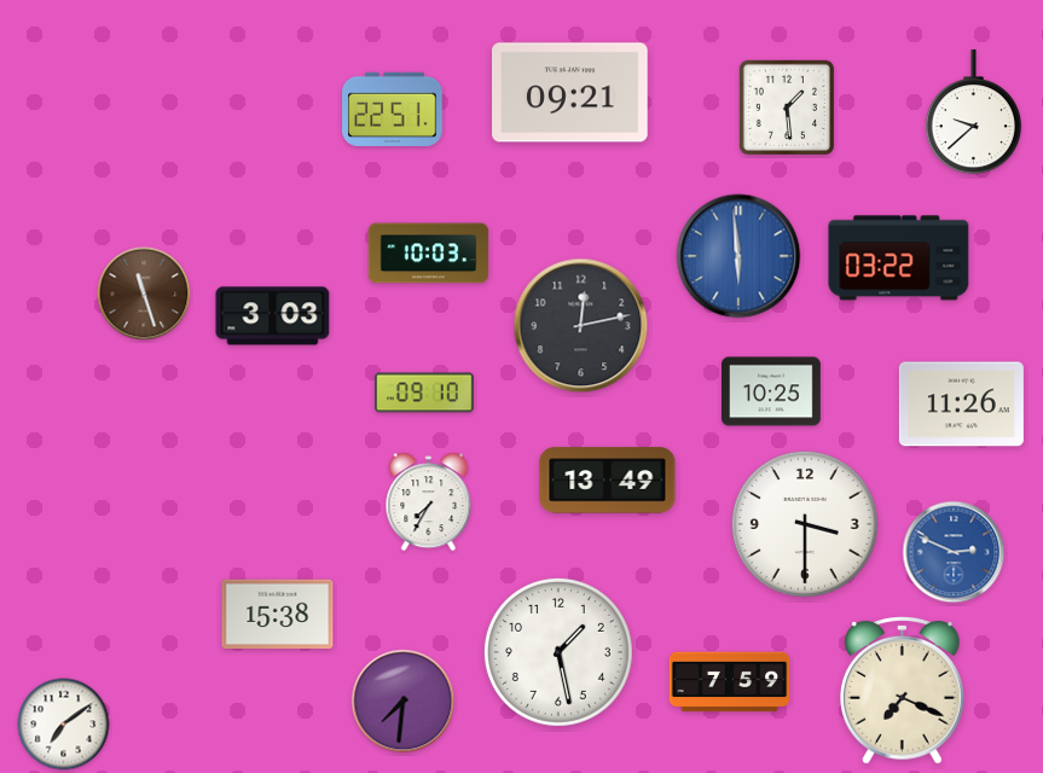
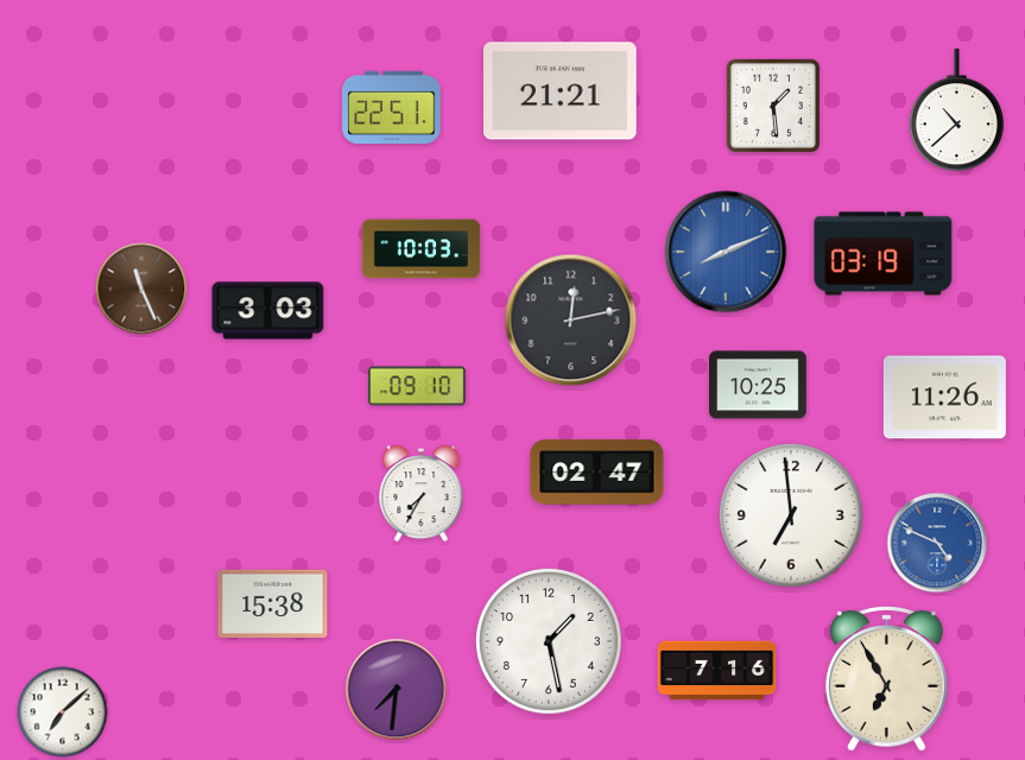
clock at (570, 93): 09:21 -> 21:21
clock at (393, 109) position: (393, 109) -> (392, 107)
clock at (974, 112): 9:38 -> 10:38
clock at (738, 256): 5:59 -> 8:11
clock at (899, 258): 03:22 -> 03:19
clock at (144, 293): 11:27 -> 11:26
clock at (608, 481): 13:49 -> 02:47
clock at (805, 524): 3:30 -> 6:59
clock at (954, 552): 2:49 -> 4:49
clock at (730, 682): 7:59 -> 7:16
clock at (903, 691): 7:19 -> 6:55
clock at (64, 725): 7:09 -> 7:08
